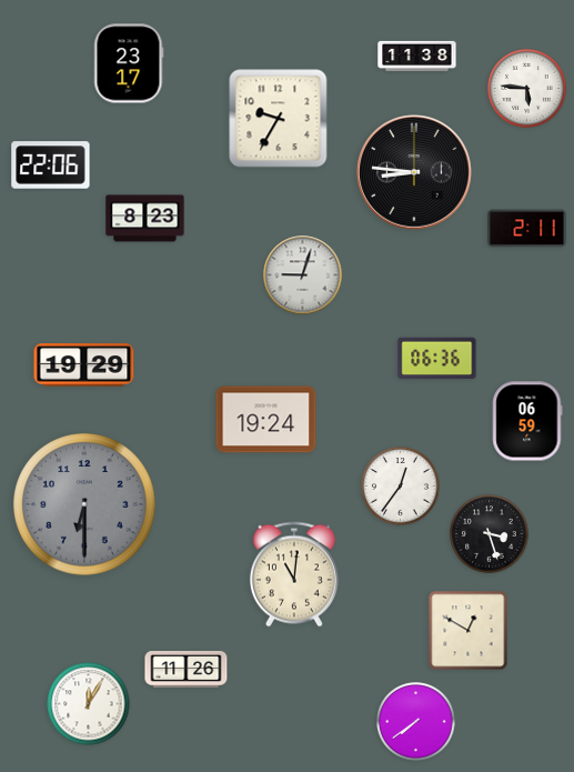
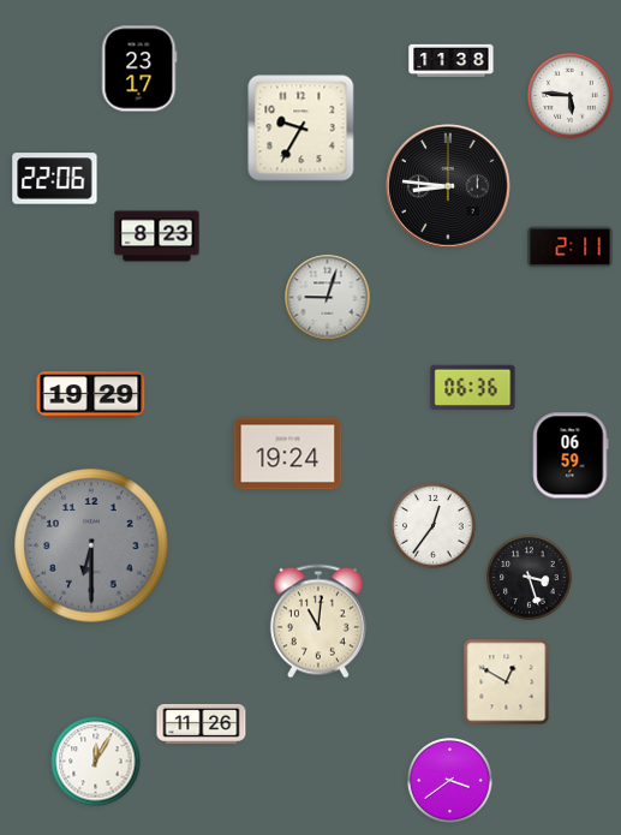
clock at (416, 722): 7:39 -> 3:39
